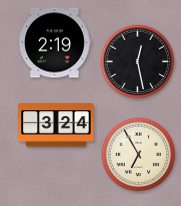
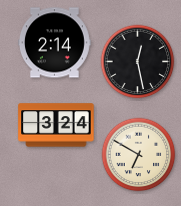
clock at (54, 43): 2:19 -> 2:14
clock at (139, 155): 6:55 -> 6:50
